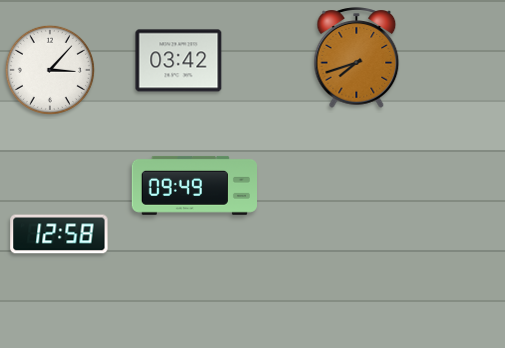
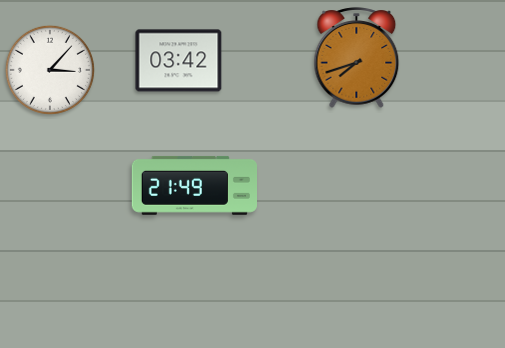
clock at (194, 185): 09:49 -> 21:49
clock at (59, 234): 12:58 -> none
